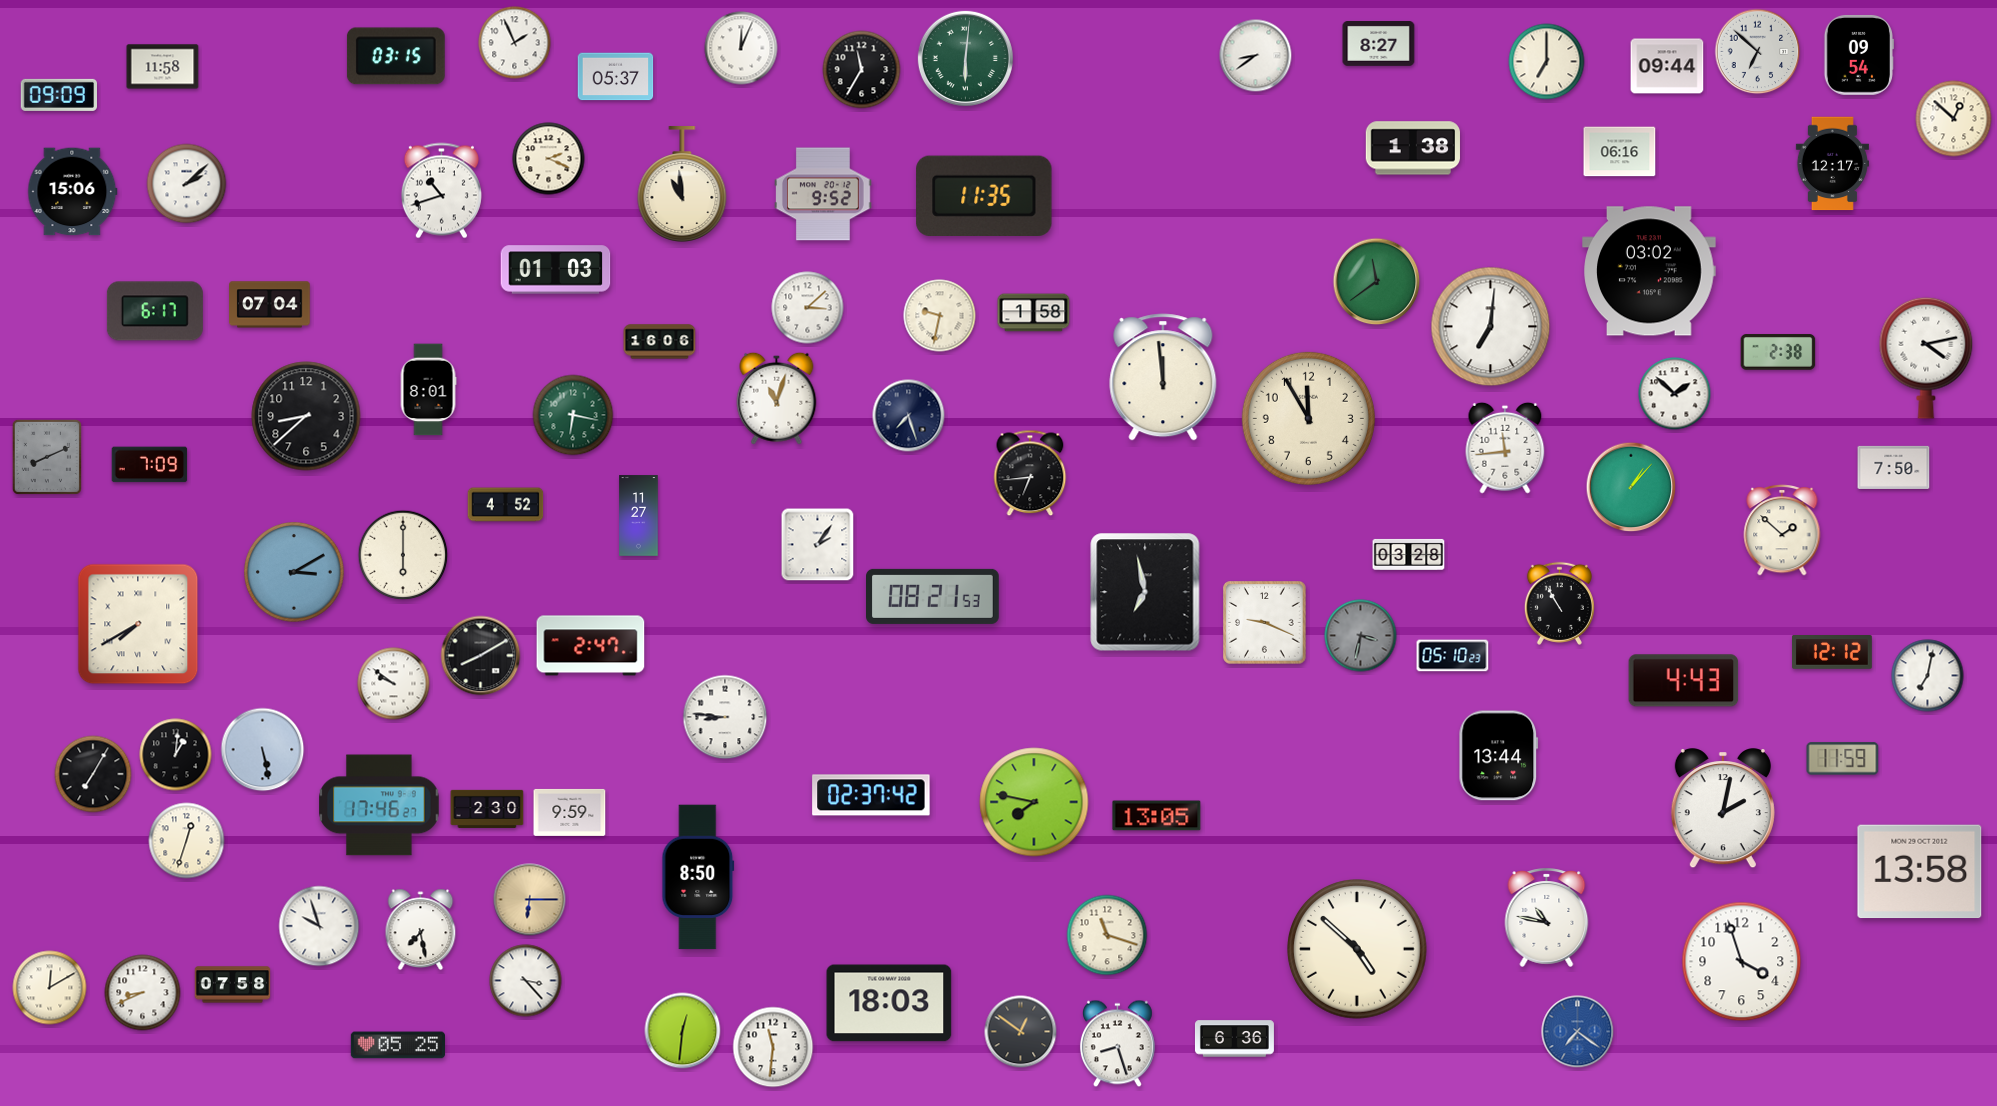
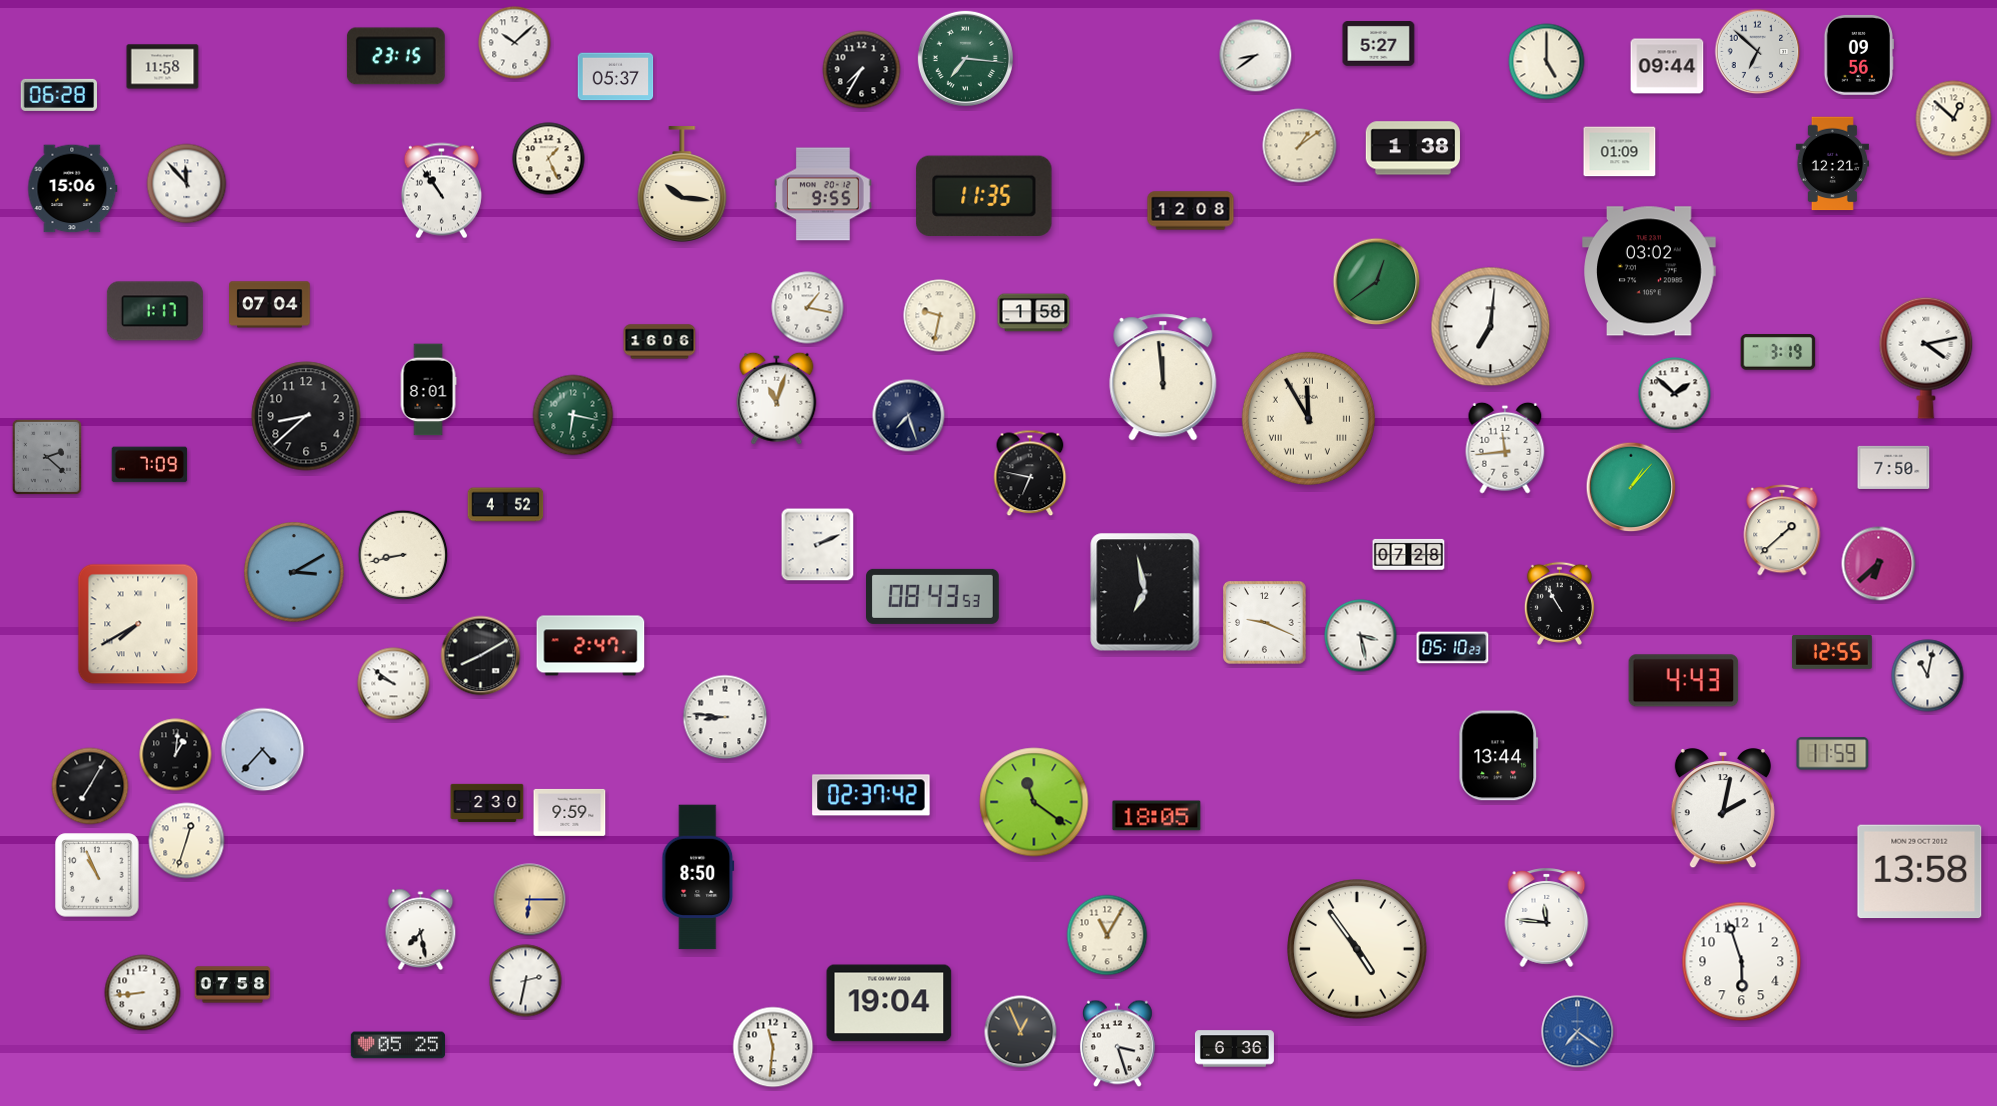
clock at (515, 43): 1:56 -> 10:08
clock at (1379, 44): 8:27 -> 5:27
clock at (741, 48): 12:04 -> none
clock at (1859, 55): 09:54 -> 09:56
clock at (396, 56): 03:15 -> 23:15
clock at (965, 58): 6:01 -> 7:16
clock at (1547, 62): 7:00 -> 5:00
clock at (862, 70): 11:35 -> 7:35
clock at (59, 95): 09:09 -> 06:28
clock at (1300, 146): none -> 1:09
clock at (1620, 152): 06:16 -> 01:09
clock at (549, 159): 2:19 -> 1:26
clock at (1832, 164): 12:17 -> 12:21
clock at (187, 184): 2:08 -> 11:53
clock at (682, 184): 10:59 -> 10:16
clock at (441, 191): 10:42 -> 10:54
clock at (73, 192) position: (73, 192) -> (73, 189)
clock at (824, 194): 9:52 -> 9:55
clock at (1191, 211): none -> 12:08
clock at (556, 270): 01:03 -> none
clock at (1377, 282): 11:39 -> 12:39
clock at (808, 308): 3:08 -> 1:17
clock at (155, 311): 6:17 -> 1:17
clock at (1778, 352): 2:38 -> 3:19
clock at (1308, 418) numerals: Arabic -> Roman
clock at (47, 457): 8:11 -> 2:22
clock at (1030, 473): 6:44 -> 6:47
clock at (639, 516): 11:27 -> none
clock at (1782, 530): 1:52 -> 1:38
clock at (818, 545): 2:06 -> 2:11
clock at (1409, 554): 03:28 -> 07:28
clock at (403, 555): 6:00 -> 8:43
clock at (1879, 564): none -> 6:38
clock at (933, 596): 08:21 -> 08:43
clock at (1361, 636): 3:32 -> 3:28
clock at (1361, 636) dial: grey -> white
clock at (1833, 653): 12:12 -> 12:55
clock at (1453, 656) position: (1453, 656) -> (1453, 648)
clock at (1928, 676): 7:02 -> 11:02
clock at (263, 750): 5:28 -> 4:37
clock at (1843, 759) position: (1843, 759) -> (1833, 754)
clock at (93, 774) position: (93, 774) -> (90, 786)
clock at (1034, 802): 7:47 -> 11:21
clock at (379, 805): 17:46 -> none
clock at (487, 809) position: (487, 809) -> (487, 803)
clock at (1157, 816): 13:05 -> 18:05
clock at (97, 875): none -> 10:56
clock at (1547, 917): 10:47 -> 11:46
clock at (319, 926): 9:57 -> none
clock at (1107, 935): 11:18 -> 11:05
clock at (1358, 950): 4:52 -> 4:54
clock at (1742, 962): 3:57 -> 5:57
clock at (526, 981): 3:23 -> 2:32
clock at (50, 988): 12:10 -> none
clock at (143, 993): 8:41 -> 8:44
clock at (889, 1003): 18:03 -> 19:04
clock at (683, 1031): 12:31 -> none
clock at (1021, 1032): 12:51 -> 12:56
clock at (1234, 1039) position: (1234, 1039) -> (1234, 1049)
clock at (1117, 1044): 8:27 -> 3:27
